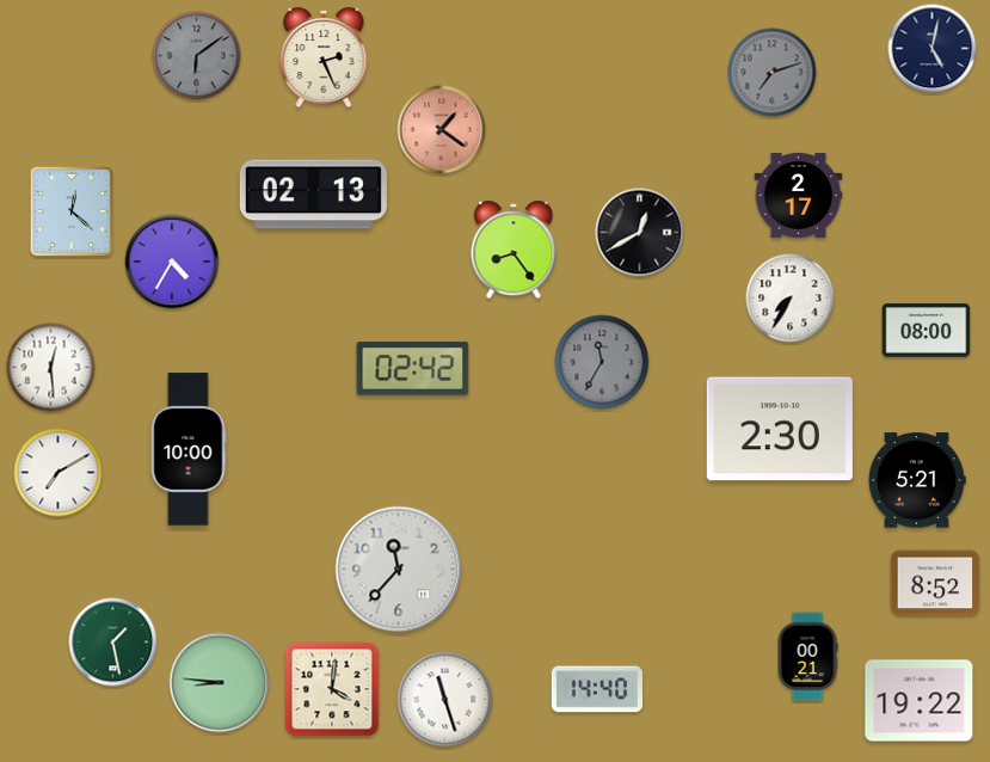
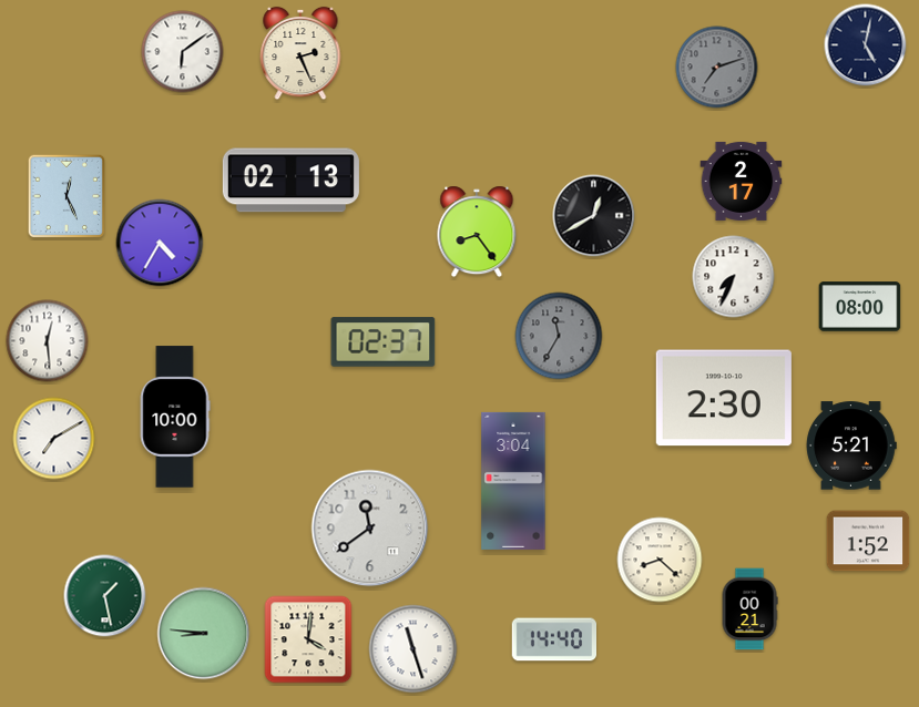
clock at (197, 56) dial: grey -> white
clock at (442, 130): 1:21 -> none
clock at (70, 211): 12:22 -> 12:26
clock at (791, 299): 7:35 -> 7:34
clock at (413, 369): 02:42 -> 02:37
clock at (513, 481): none -> 3:04
clock at (399, 570): 11:37 -> 11:39
clock at (935, 583): 8:52 -> 1:52
clock at (660, 560): none -> 8:22
clock at (920, 701): 19:22 -> none
